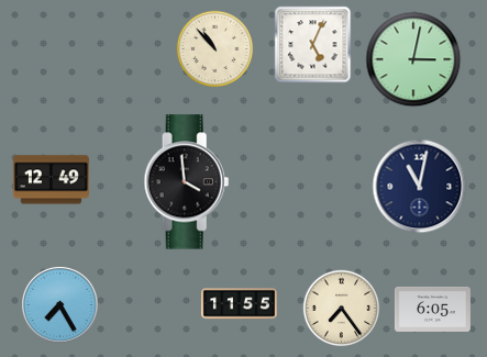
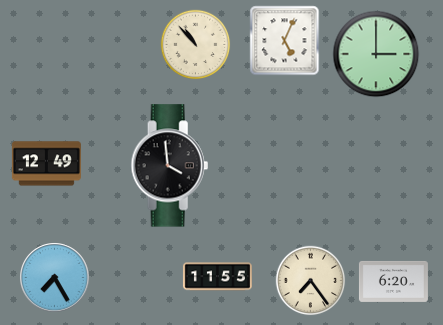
clock at (413, 59): 3:02 -> 3:00
clock at (420, 187): 11:02 -> none
clock at (432, 309): 6:05 -> 6:20
